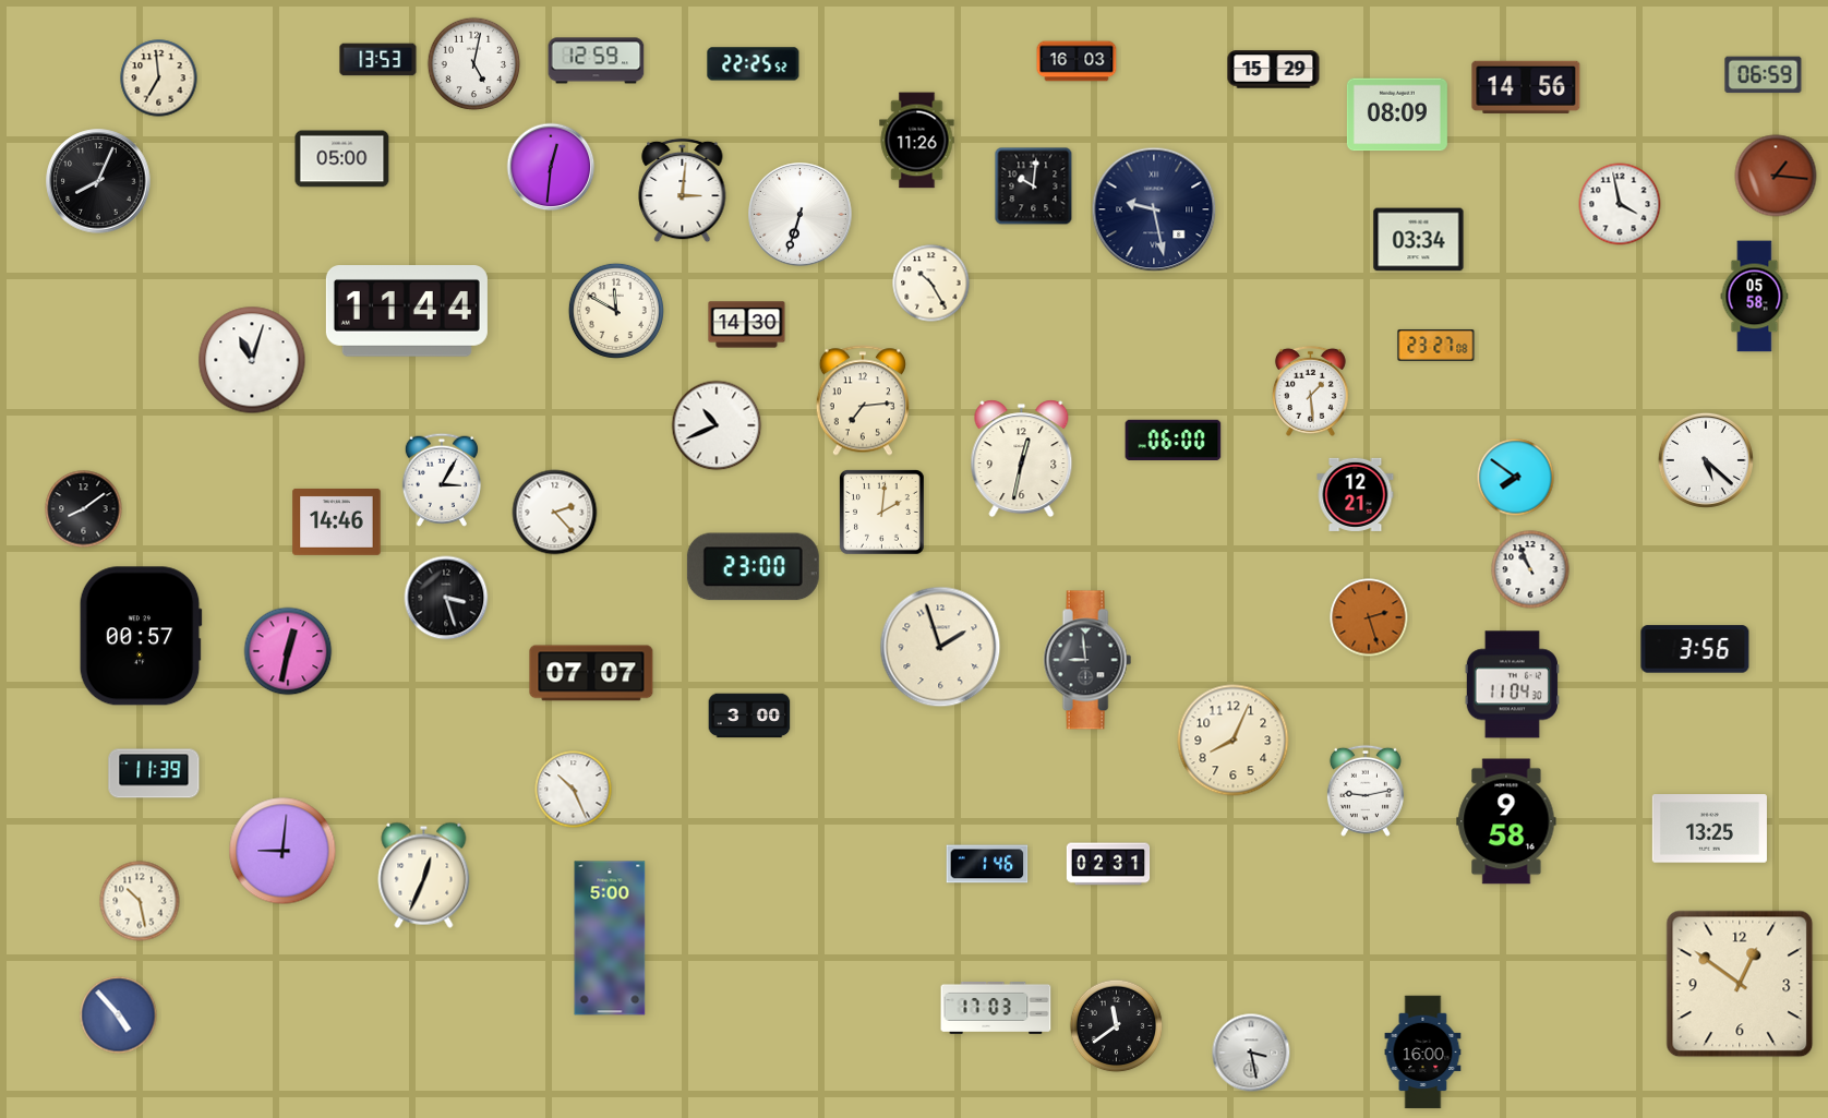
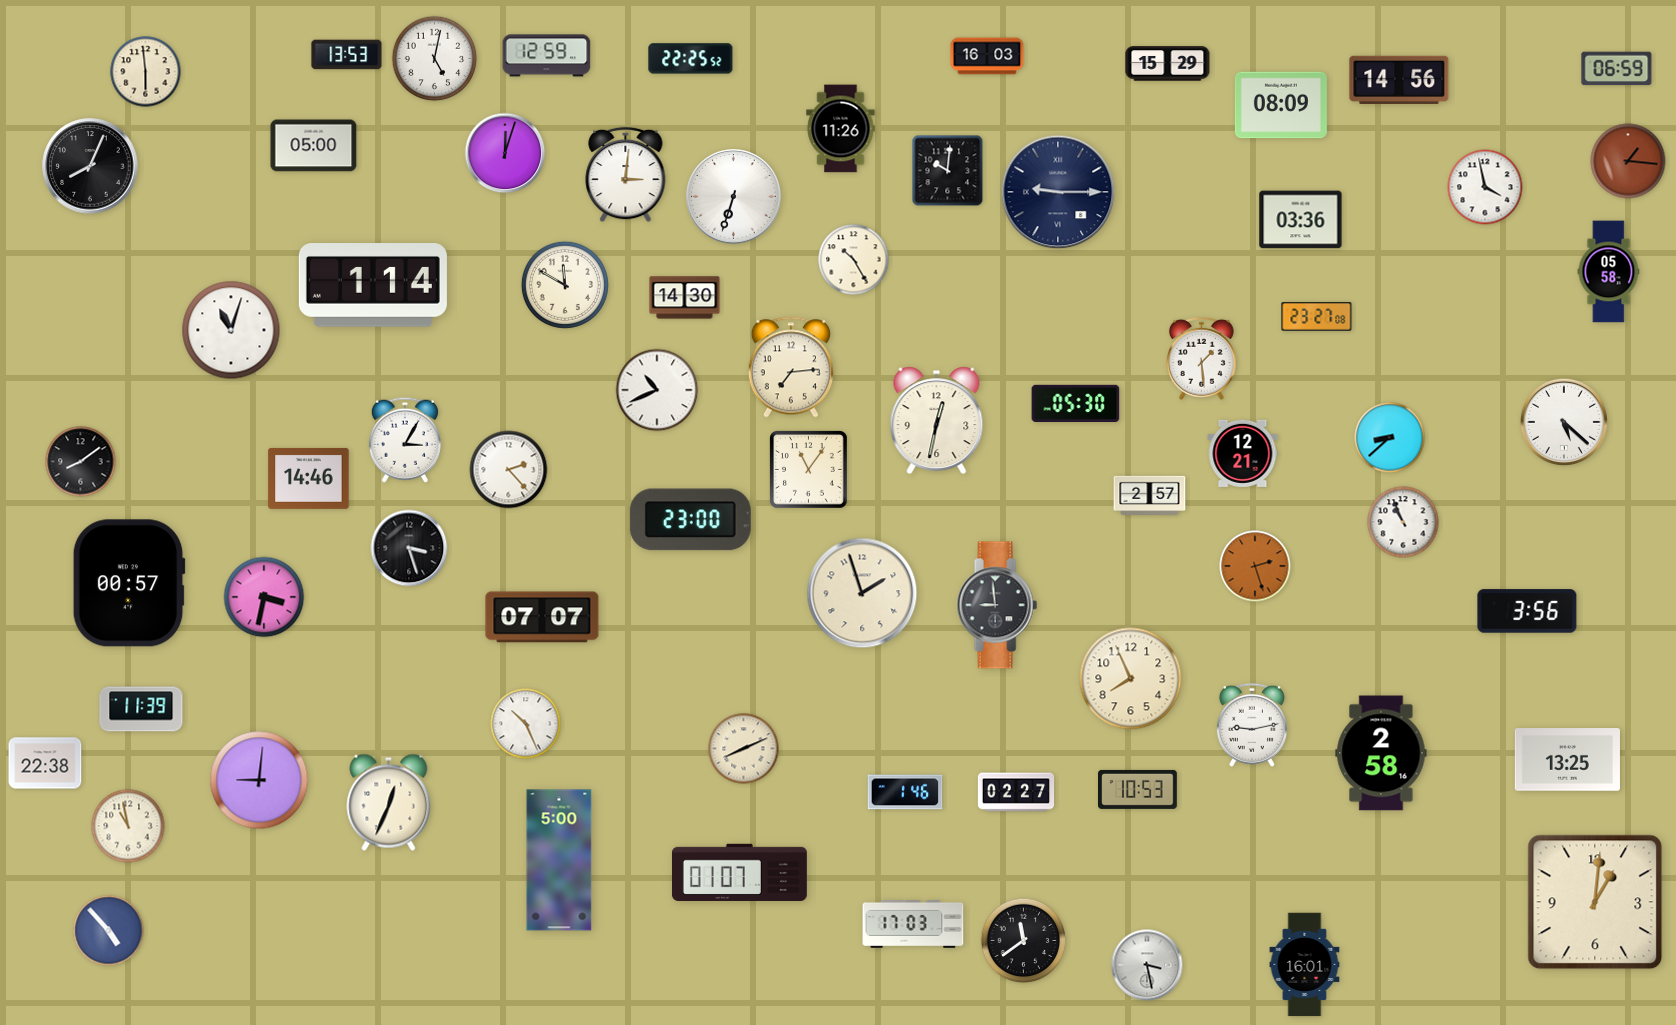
clock at (159, 79): 6:59 -> 5:59
clock at (551, 167): 12:31 -> 12:03
clock at (1154, 209): 9:28 -> 9:15
clock at (1419, 240): 03:34 -> 03:36
clock at (407, 311): 11:44 -> 1:14
clock at (1174, 440): 06:00 -> 05:30
clock at (1516, 478): 7:51 -> 8:38
clock at (84, 509) position: (84, 509) -> (81, 462)
clock at (882, 513): 2:01 -> 11:06
clock at (1150, 496): none -> 2:57
clock at (1695, 649) position: (1695, 649) -> (1527, 611)
clock at (288, 651): 12:32 -> 3:32
clock at (1512, 685): 11:04 -> none
clock at (749, 716): 3:00 -> none
clock at (1234, 741): 8:04 -> 7:56
clock at (744, 749): none -> 8:11
clock at (1506, 821): 9:58 -> 2:58
clock at (45, 763): none -> 22:38
clock at (1138, 789): none -> 10:53
clock at (1108, 864): 02:31 -> 02:27
clock at (140, 901): 10:28 -> 10:58
clock at (739, 872): none -> 01:07
clock at (1740, 984): 12:51 -> 1:01
clock at (1423, 1053): 16:00 -> 16:01
